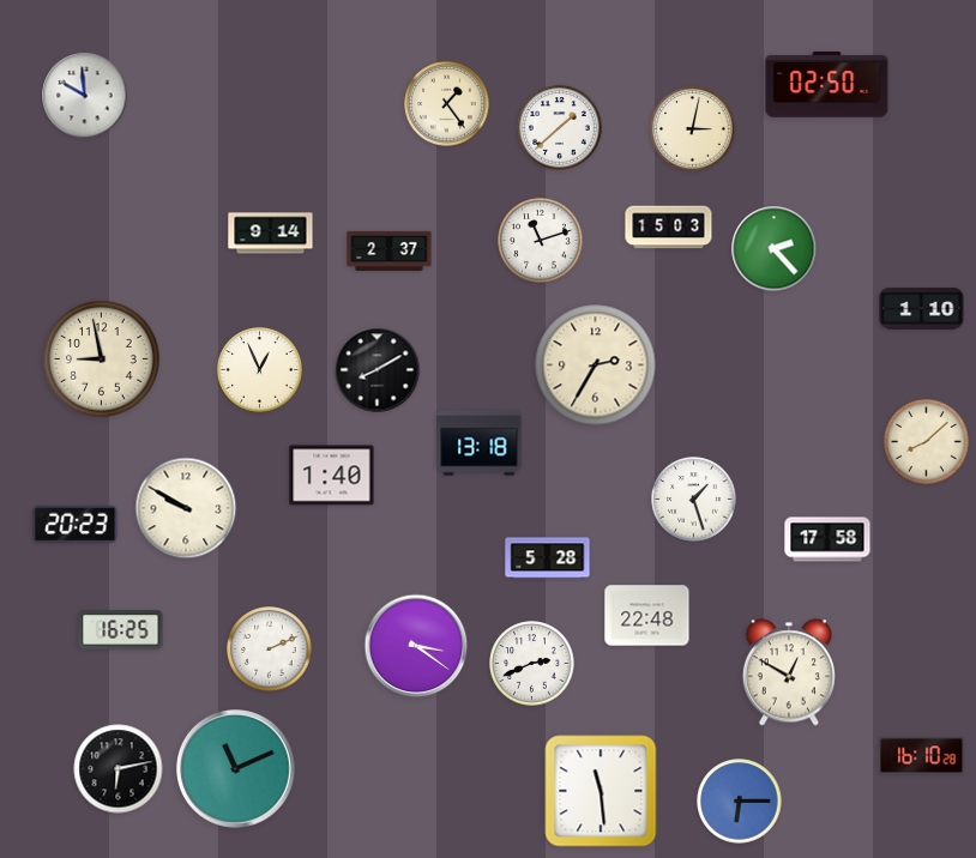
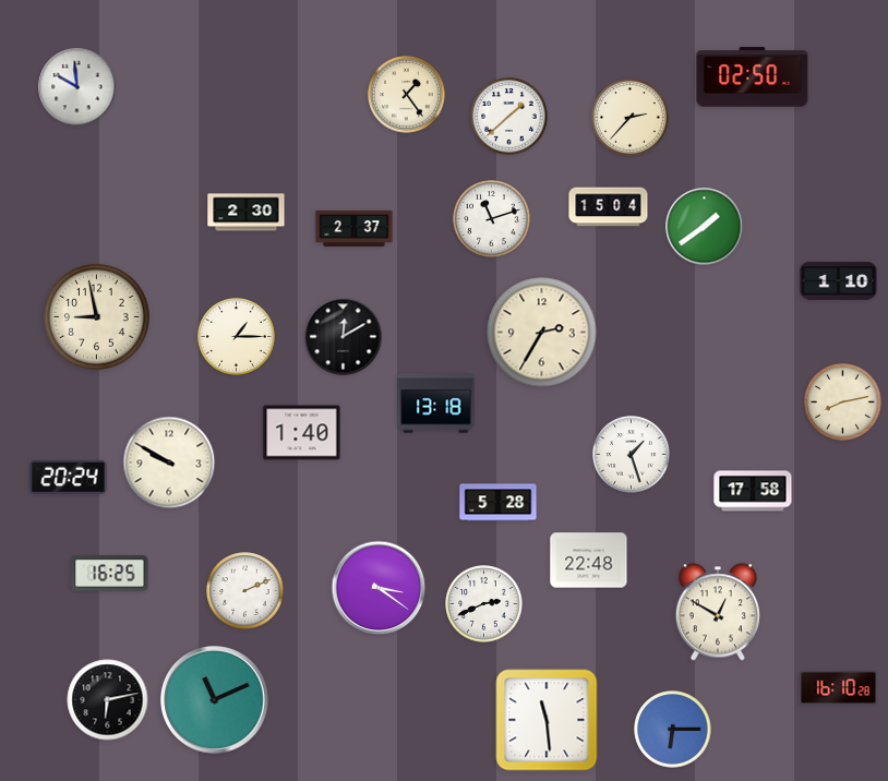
clock at (693, 129): 3:02 -> 2:37
clock at (669, 228): 15:03 -> 15:04
clock at (271, 234): 9:14 -> 2:30
clock at (775, 249): 2:23 -> 1:39
clock at (102, 359) position: (102, 359) -> (97, 317)
clock at (260, 370): 12:56 -> 1:15
clock at (378, 370): 8:10 -> 12:10
clock at (927, 442): 8:08 -> 8:13
clock at (76, 524): 20:23 -> 20:24
clock at (548, 558) position: (548, 558) -> (499, 503)
